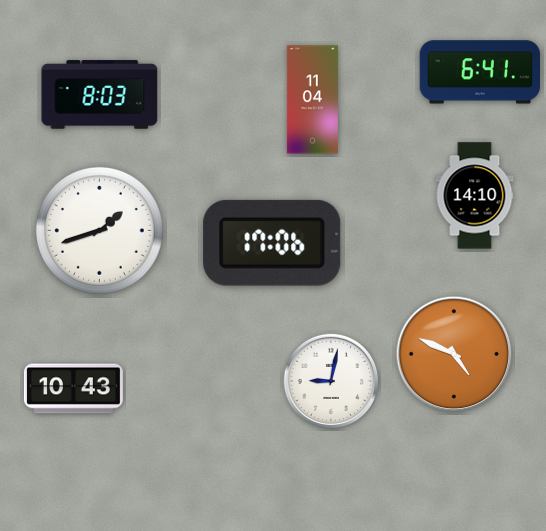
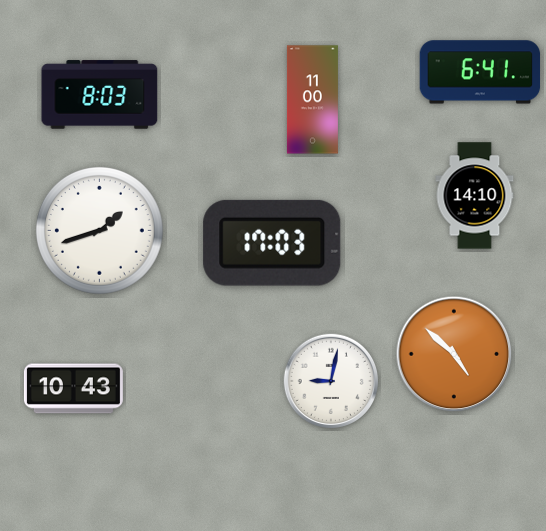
clock at (312, 100): 11:04 -> 11:00
clock at (272, 243): 17:06 -> 17:03
clock at (454, 354): 4:49 -> 4:52
